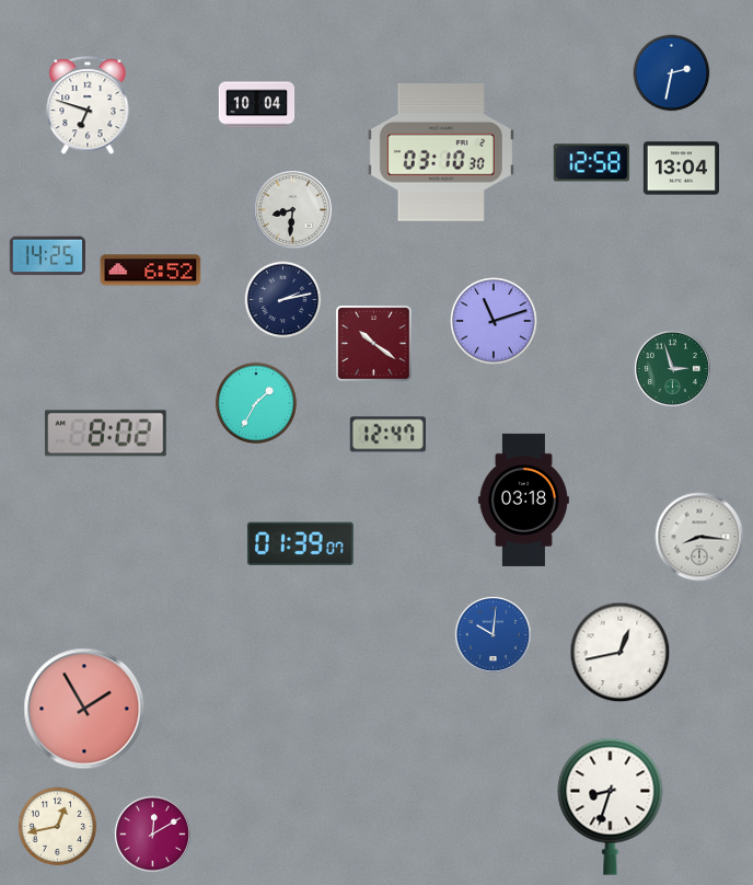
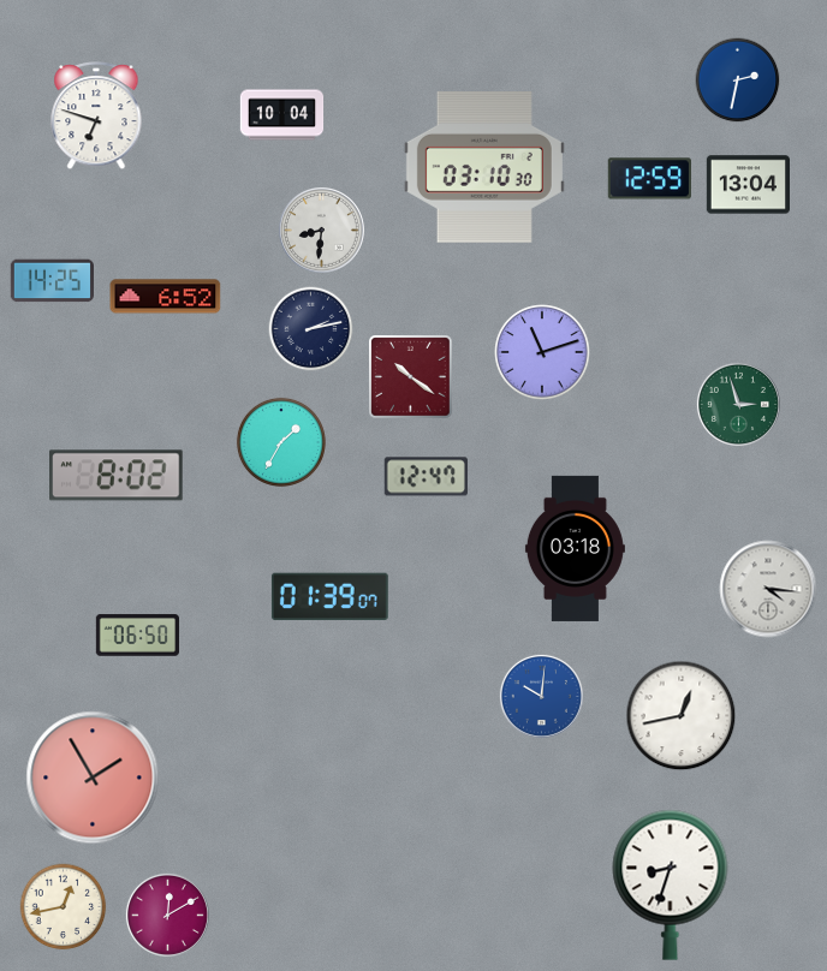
clock at (591, 163): 12:58 -> 12:59
clock at (699, 537): 8:16 -> 4:16
clock at (137, 636): none -> 06:50
